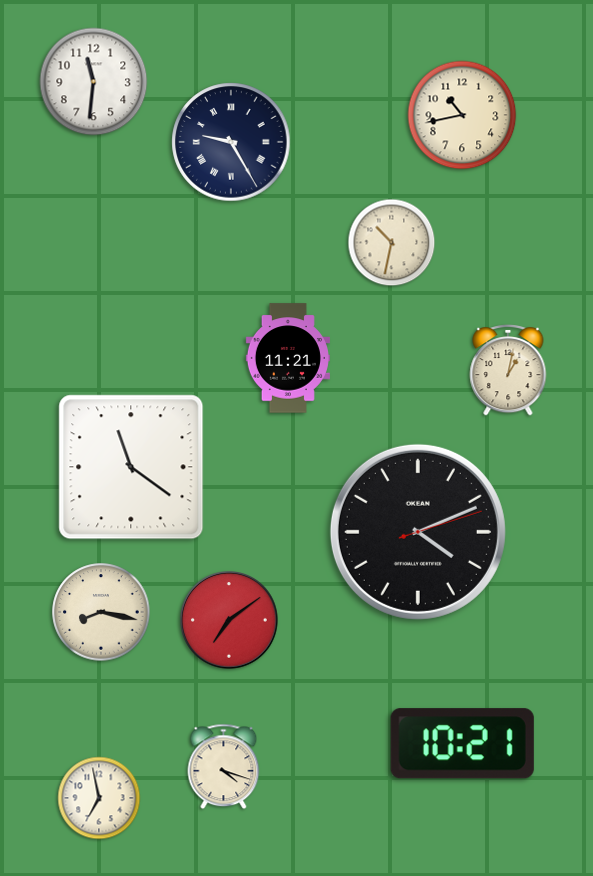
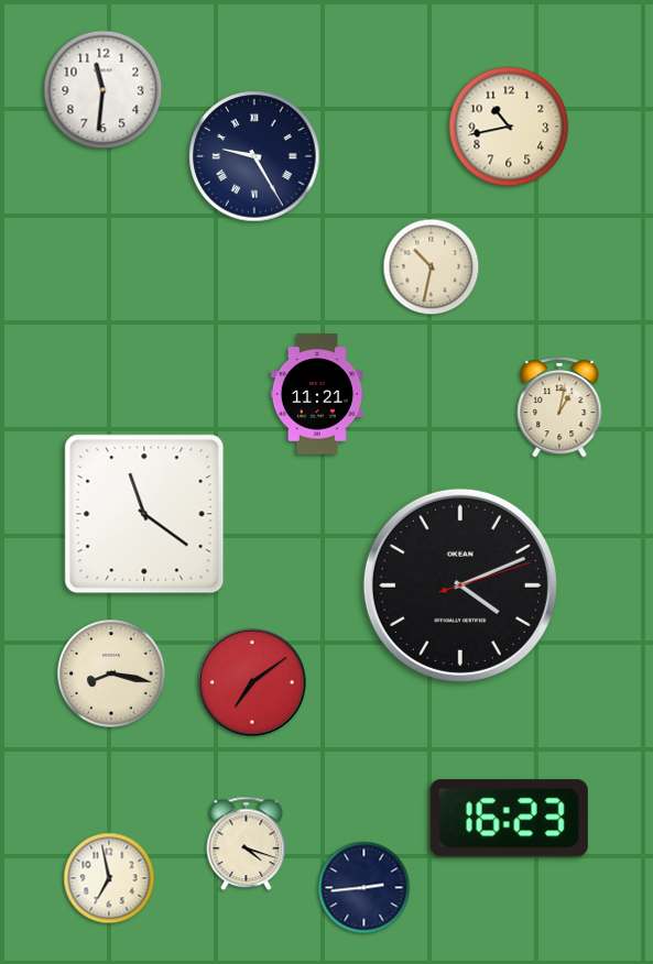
clock at (462, 744): 10:21 -> 16:23
clock at (364, 888): none -> 2:44
